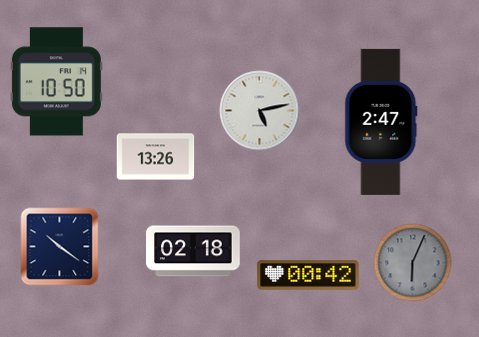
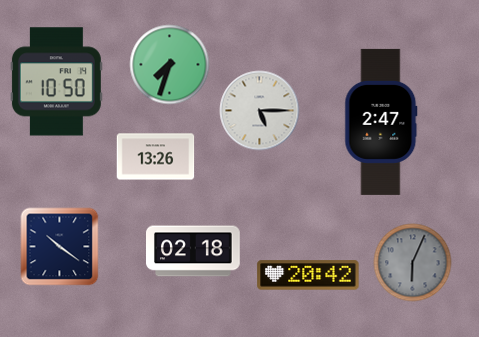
clock at (169, 64): none -> 7:33
clock at (259, 110): 5:13 -> 5:15
clock at (308, 275): 00:42 -> 20:42
